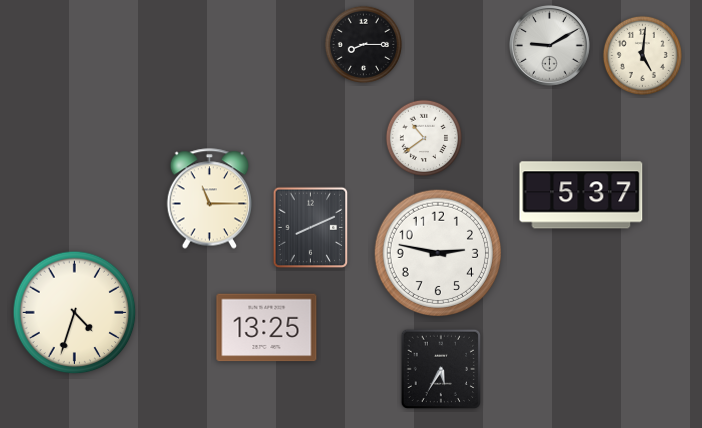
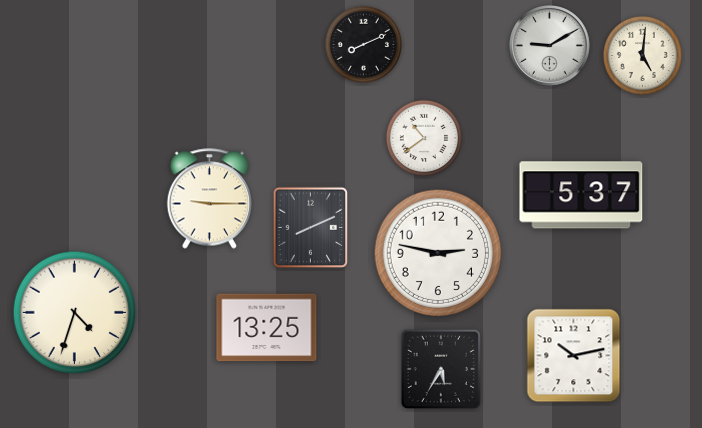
clock at (363, 44): 8:15 -> 8:11
clock at (210, 199): 11:15 -> 9:15
clock at (574, 356): none -> 10:13
